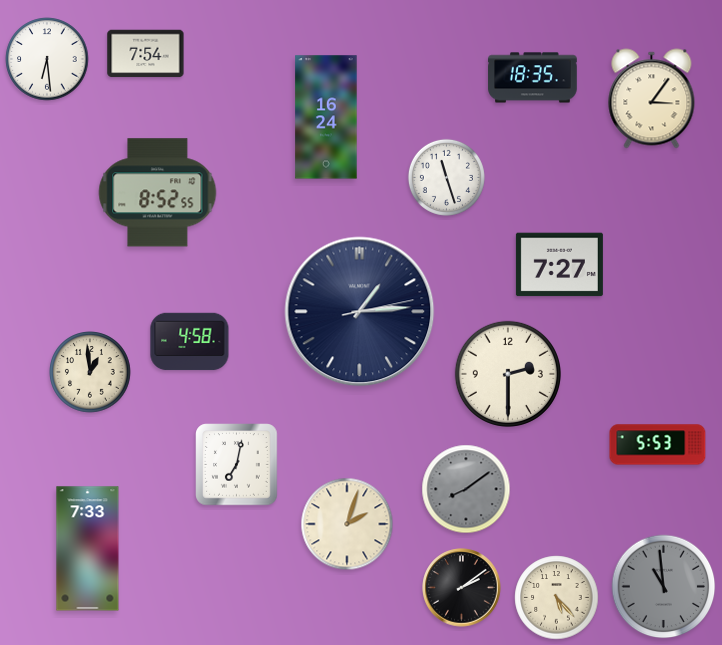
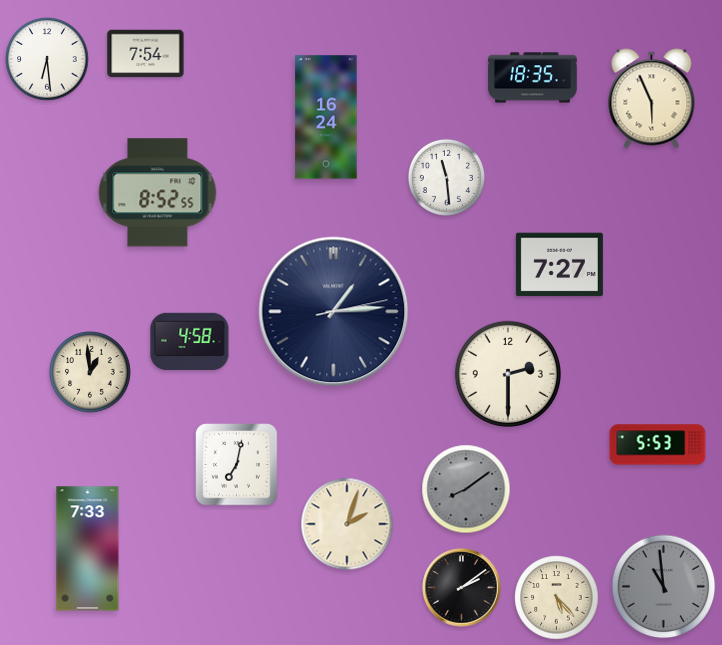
clock at (652, 99): 3:06 -> 5:56
clock at (446, 177): 11:27 -> 11:29
clock at (360, 312) position: (360, 312) -> (334, 312)
